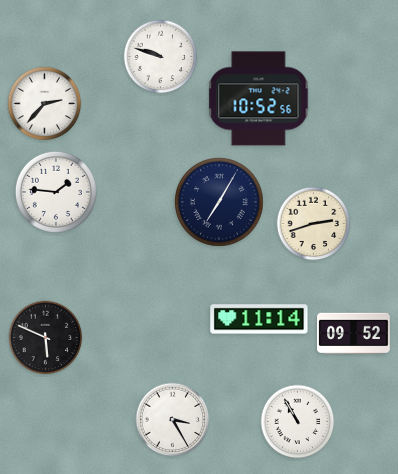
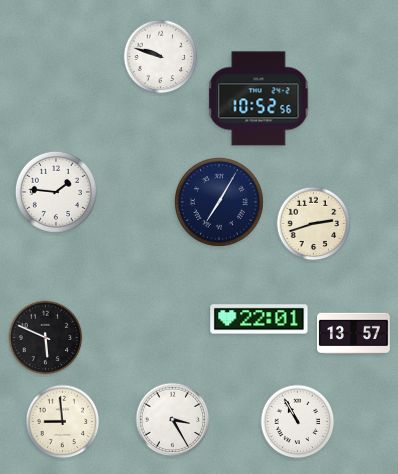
clock at (45, 104): 2:37 -> none
clock at (259, 319): 11:14 -> 22:01
clock at (354, 334): 09:52 -> 13:57
clock at (63, 422): none -> 8:59
